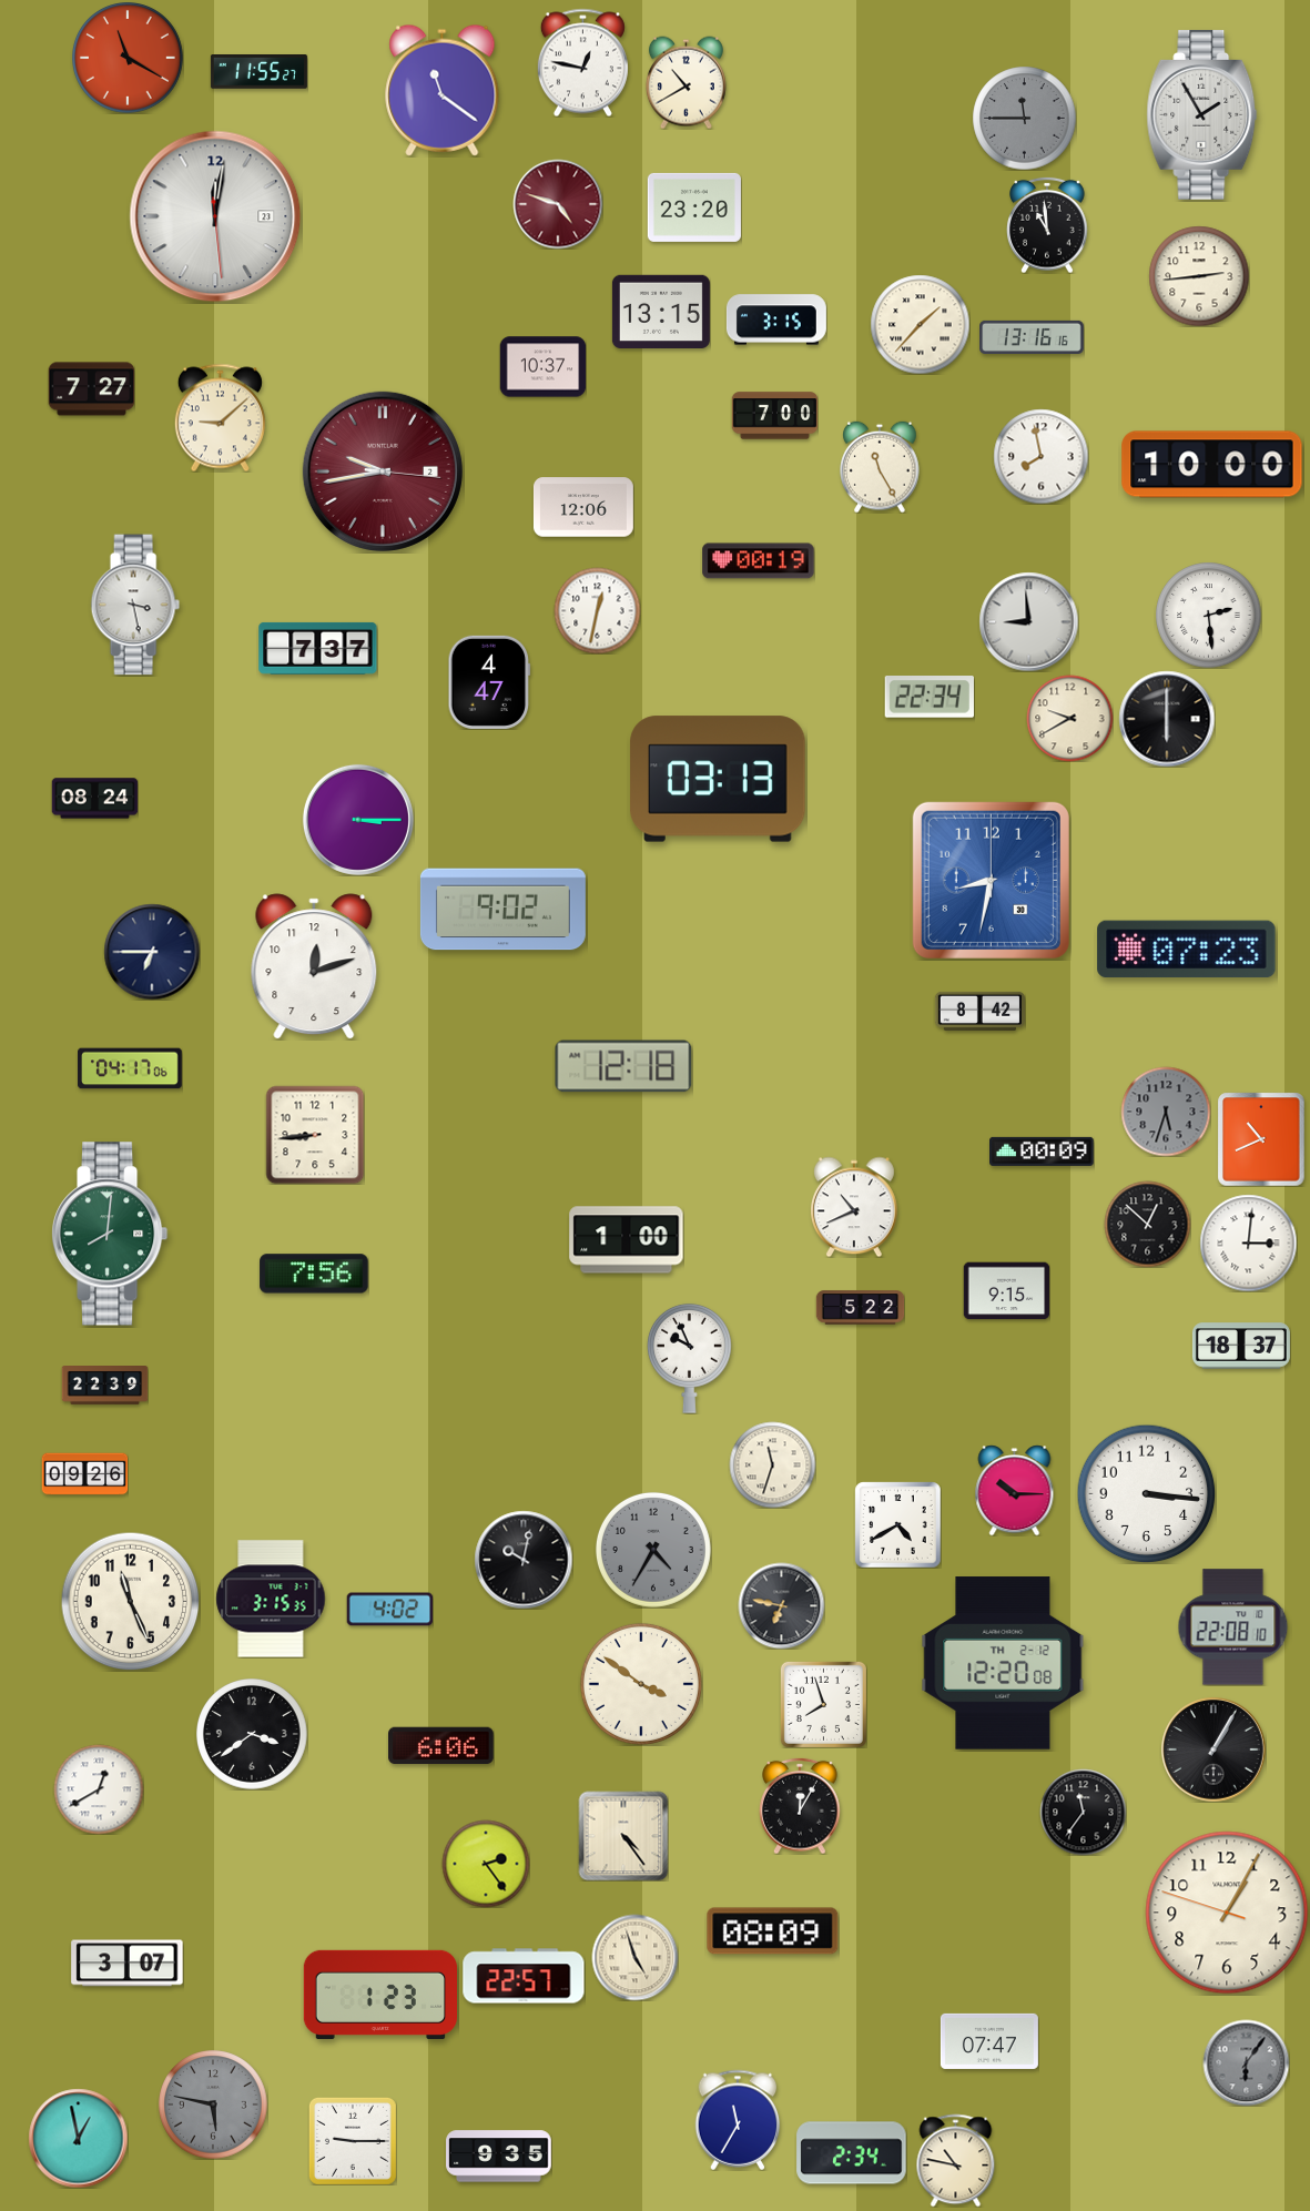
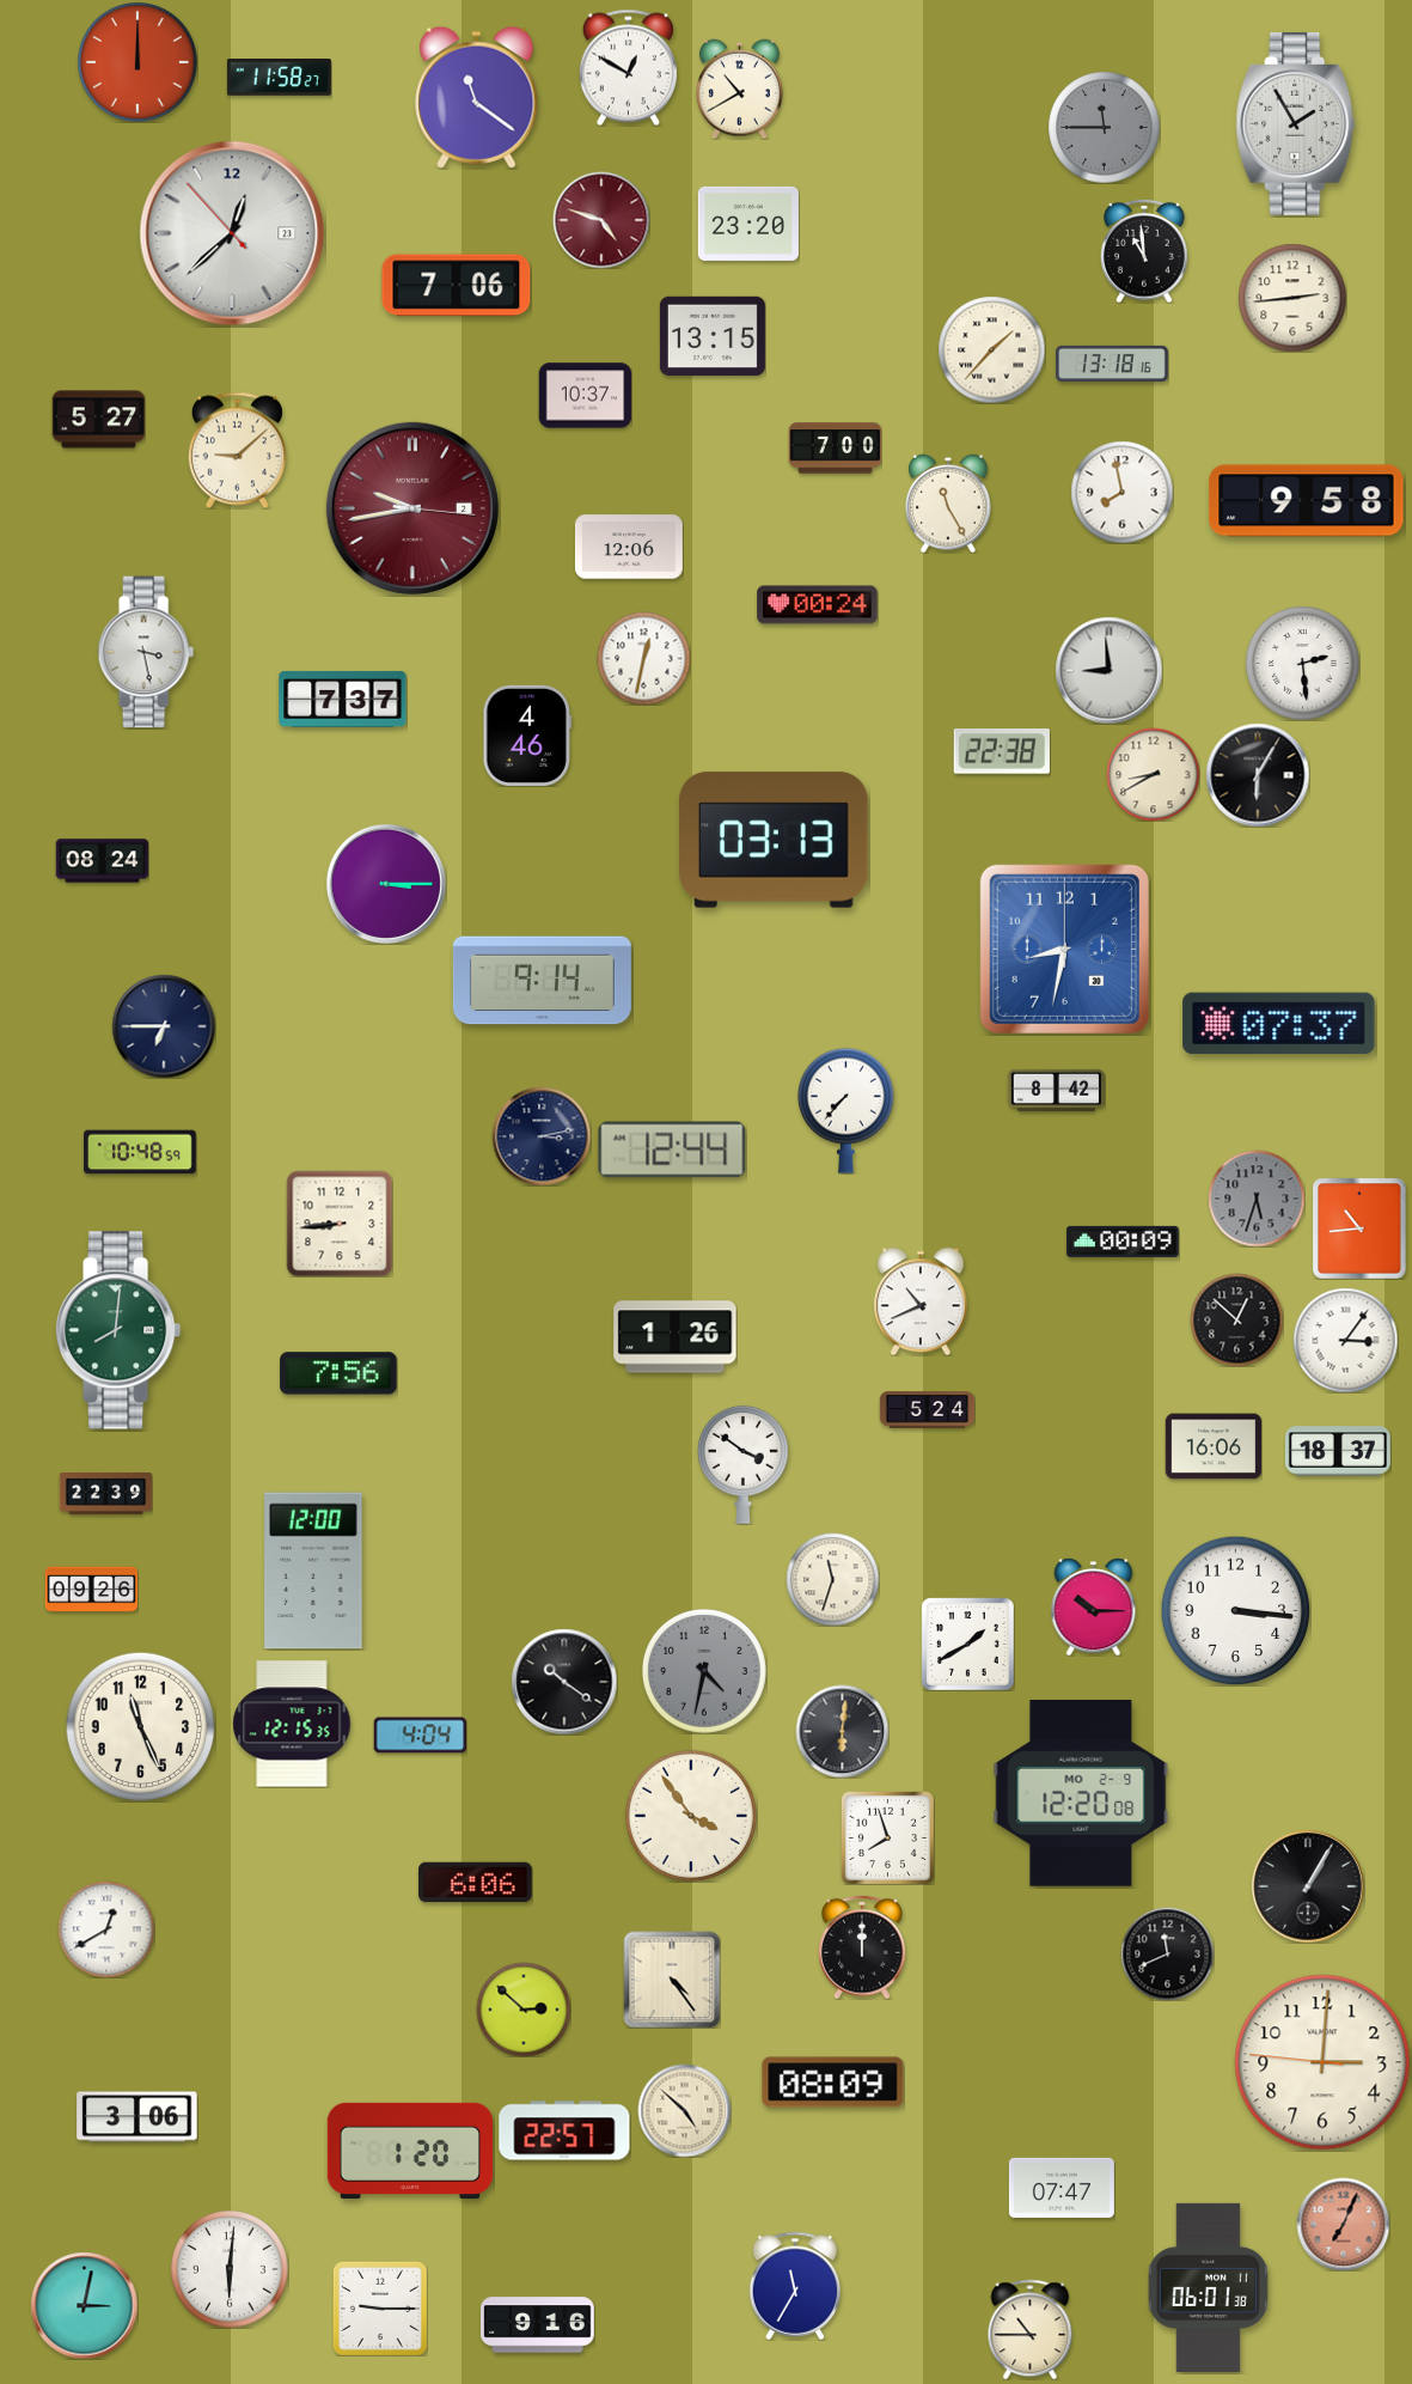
clock at (129, 59): 11:20 -> 12:00
clock at (582, 62): 12:47 -> 12:50
clock at (258, 72): 11:55 -> 11:58
clock at (215, 216): 12:01 -> 12:37
clock at (1047, 225) position: (1047, 225) -> (1144, 251)
clock at (457, 286): none -> 7:06
clock at (776, 320): 3:15 -> none
clock at (1032, 337): 13:16 -> 13:18
clock at (91, 389): 7:27 -> 5:27
clock at (1212, 465): 10:00 -> 9:58
clock at (759, 561): 00:19 -> 00:24
clock at (489, 682): 4:47 -> 4:46
clock at (930, 698): 22:34 -> 22:38
clock at (1069, 718): 9:40 -> 8:40
clock at (1167, 719): 6:00 -> 6:05
clock at (991, 880) position: (991, 880) -> (1064, 949)
clock at (502, 910): 9:02 -> 9:14
clock at (1187, 950): 07:23 -> 07:37
clock at (314, 966): 12:12 -> none
clock at (845, 1110): none -> 7:37
clock at (542, 1136): none -> 3:13
clock at (623, 1066): 12:18 -> 12:44
clock at (130, 1068): 04:17 -> 10:48
clock at (1261, 1139): 10:41 -> 10:44
clock at (627, 1240): 1:00 -> 1:26
clock at (1248, 1243): 3:01 -> 3:06
clock at (1006, 1291): 9:15 -> none
clock at (860, 1308): 5:22 -> 5:24
clock at (1214, 1446): none -> 16:06
clock at (690, 1358): 9:56 -> 3:51
clock at (104, 1386) position: (104, 1386) -> (105, 1494)
clock at (313, 1571): none -> 12:00
clock at (897, 1524): 4:40 -> 1:40
clock at (653, 1550): 4:35 -> 4:32
clock at (524, 1560): 10:02 -> 10:21
clock at (271, 1599): 3:15 -> 12:15
clock at (781, 1605): 6:47 -> 6:01
clock at (389, 1610): 4:02 -> 4:04
clock at (1233, 1627): 22:08 -> none
clock at (1003, 1663) date: TH 2-12 -> MO 2-9
clock at (641, 1684): 3:51 -> 3:54
clock at (253, 1735): 3:39 -> none
clock at (800, 1806): 12:05 -> 12:00
clock at (1083, 1812): 11:36 -> 11:41
clock at (486, 1864): 2:24 -> 2:52
clock at (1227, 1913): 1:04 -> 3:00
clock at (634, 1957): 4:57 -> 4:52
clock at (128, 1964): 3:07 -> 3:06
clock at (379, 1995): 1:23 -> 1:20
clock at (989, 2041) position: (989, 2041) -> (1062, 2188)
clock at (1246, 2062): 6:06 -> 7:04
clock at (1246, 2062) dial: grey -> salmon
clock at (213, 2104): 5:47 -> 6:01
clock at (213, 2104) dial: grey -> white
clock at (1208, 2287): none -> 06:01
clock at (78, 2138): 12:58 -> 3:02
clock at (852, 2153): 2:34 -> none
clock at (499, 2157): 9:35 -> 9:16
clock at (956, 2160): 10:47 -> 10:45
